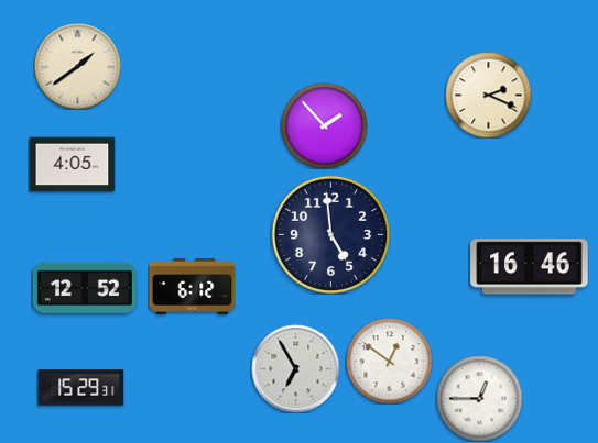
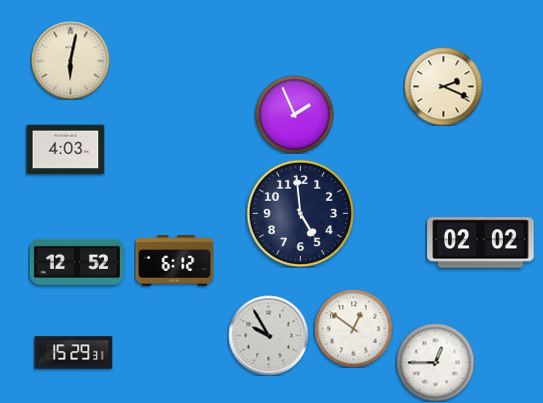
clock at (77, 66): 1:39 -> 6:02
clock at (324, 125): 1:53 -> 1:56
clock at (72, 165): 4:05 -> 4:03
clock at (530, 267): 16:46 -> 02:02
clock at (295, 368): 6:55 -> 9:55
